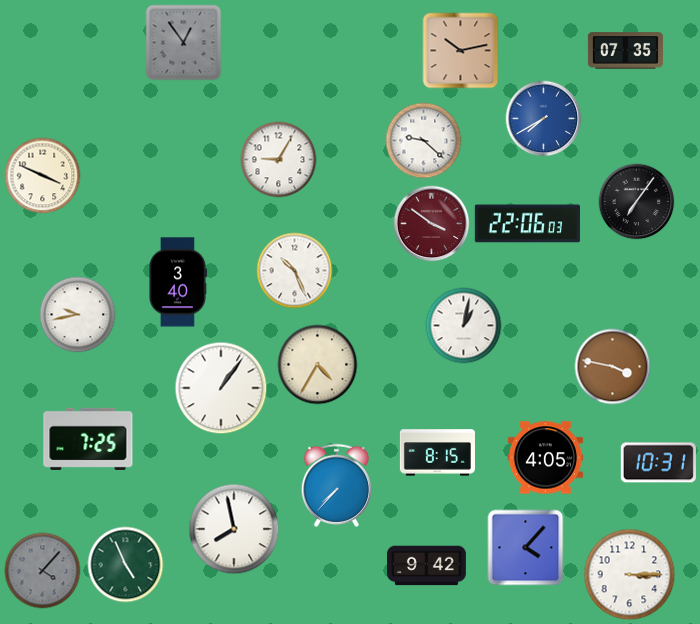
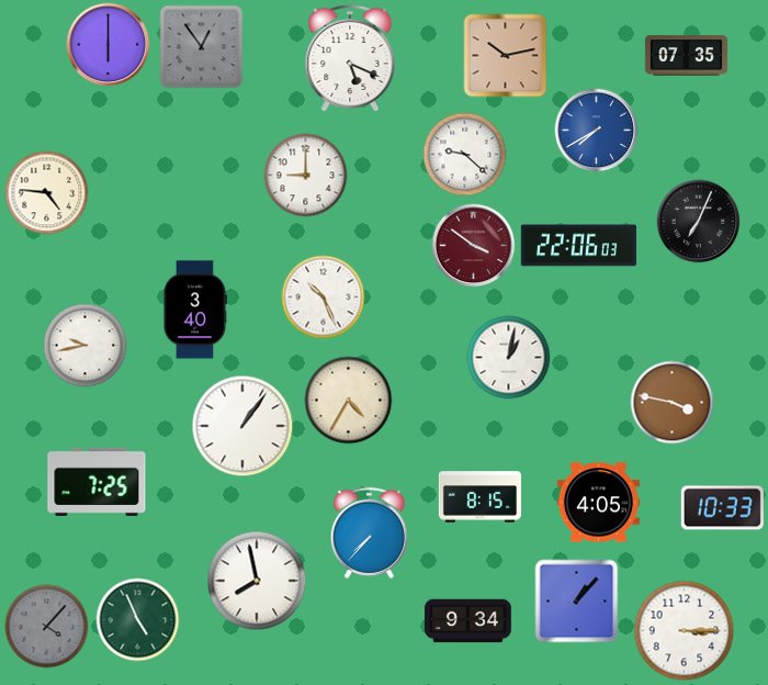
clock at (109, 45): none -> 6:00
clock at (350, 58): none -> 5:19
clock at (279, 160): 9:05 -> 9:00
clock at (43, 176): 3:49 -> 4:46
clock at (637, 202): 7:06 -> 7:04
clock at (658, 463): 10:31 -> 10:33
clock at (526, 548): 4:07 -> 1:07
clock at (427, 566): 9:42 -> 9:34
clock at (630, 575) position: (630, 575) -> (685, 631)
